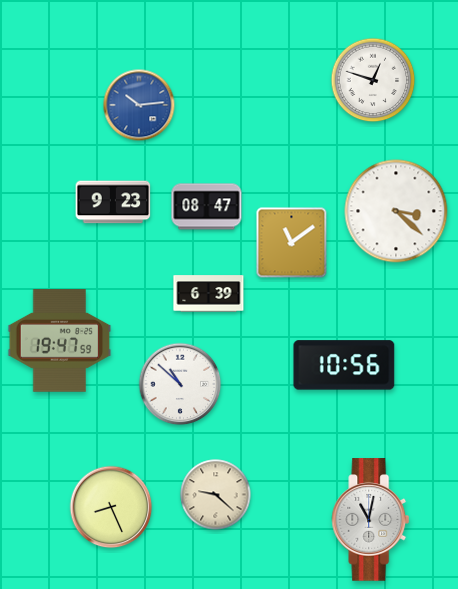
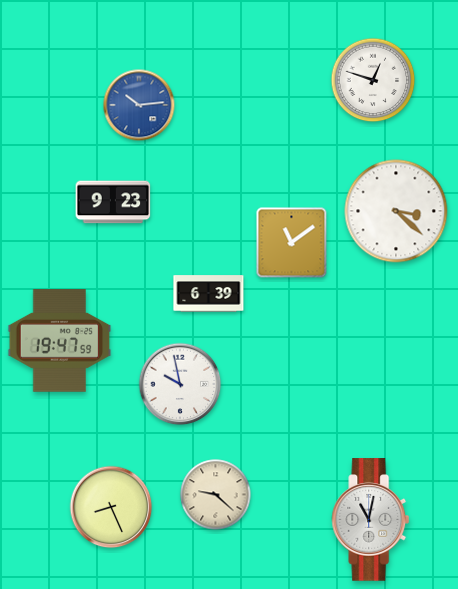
clock at (207, 207): 08:47 -> none
clock at (344, 365): 10:56 -> none
clock at (180, 384): 10:52 -> 9:58
